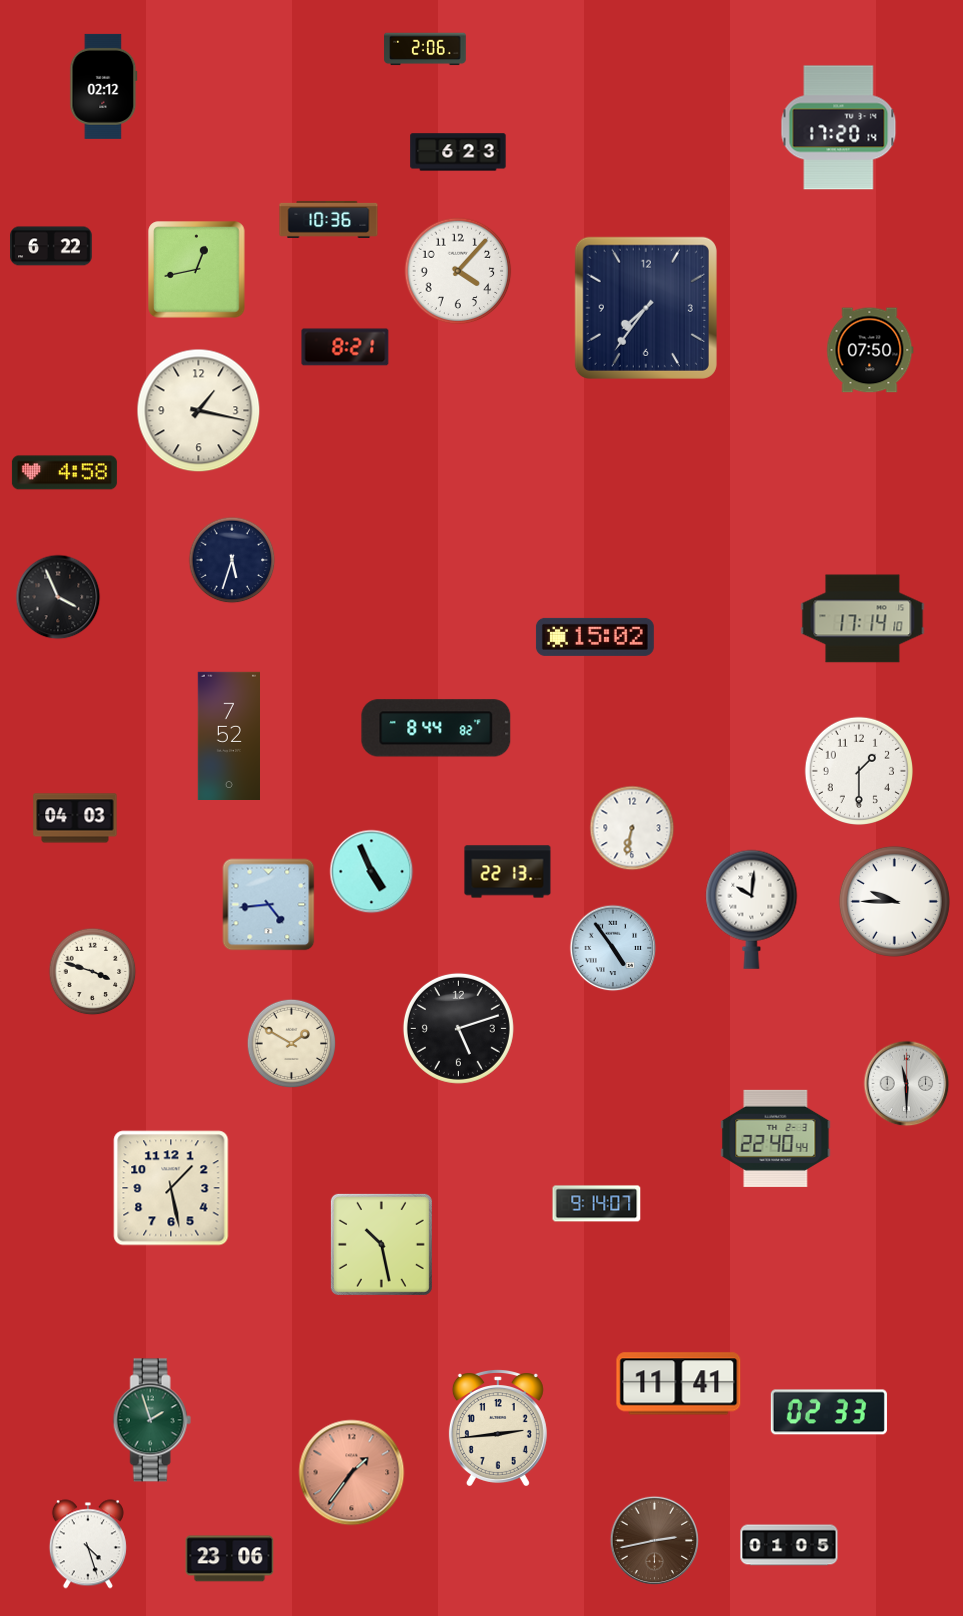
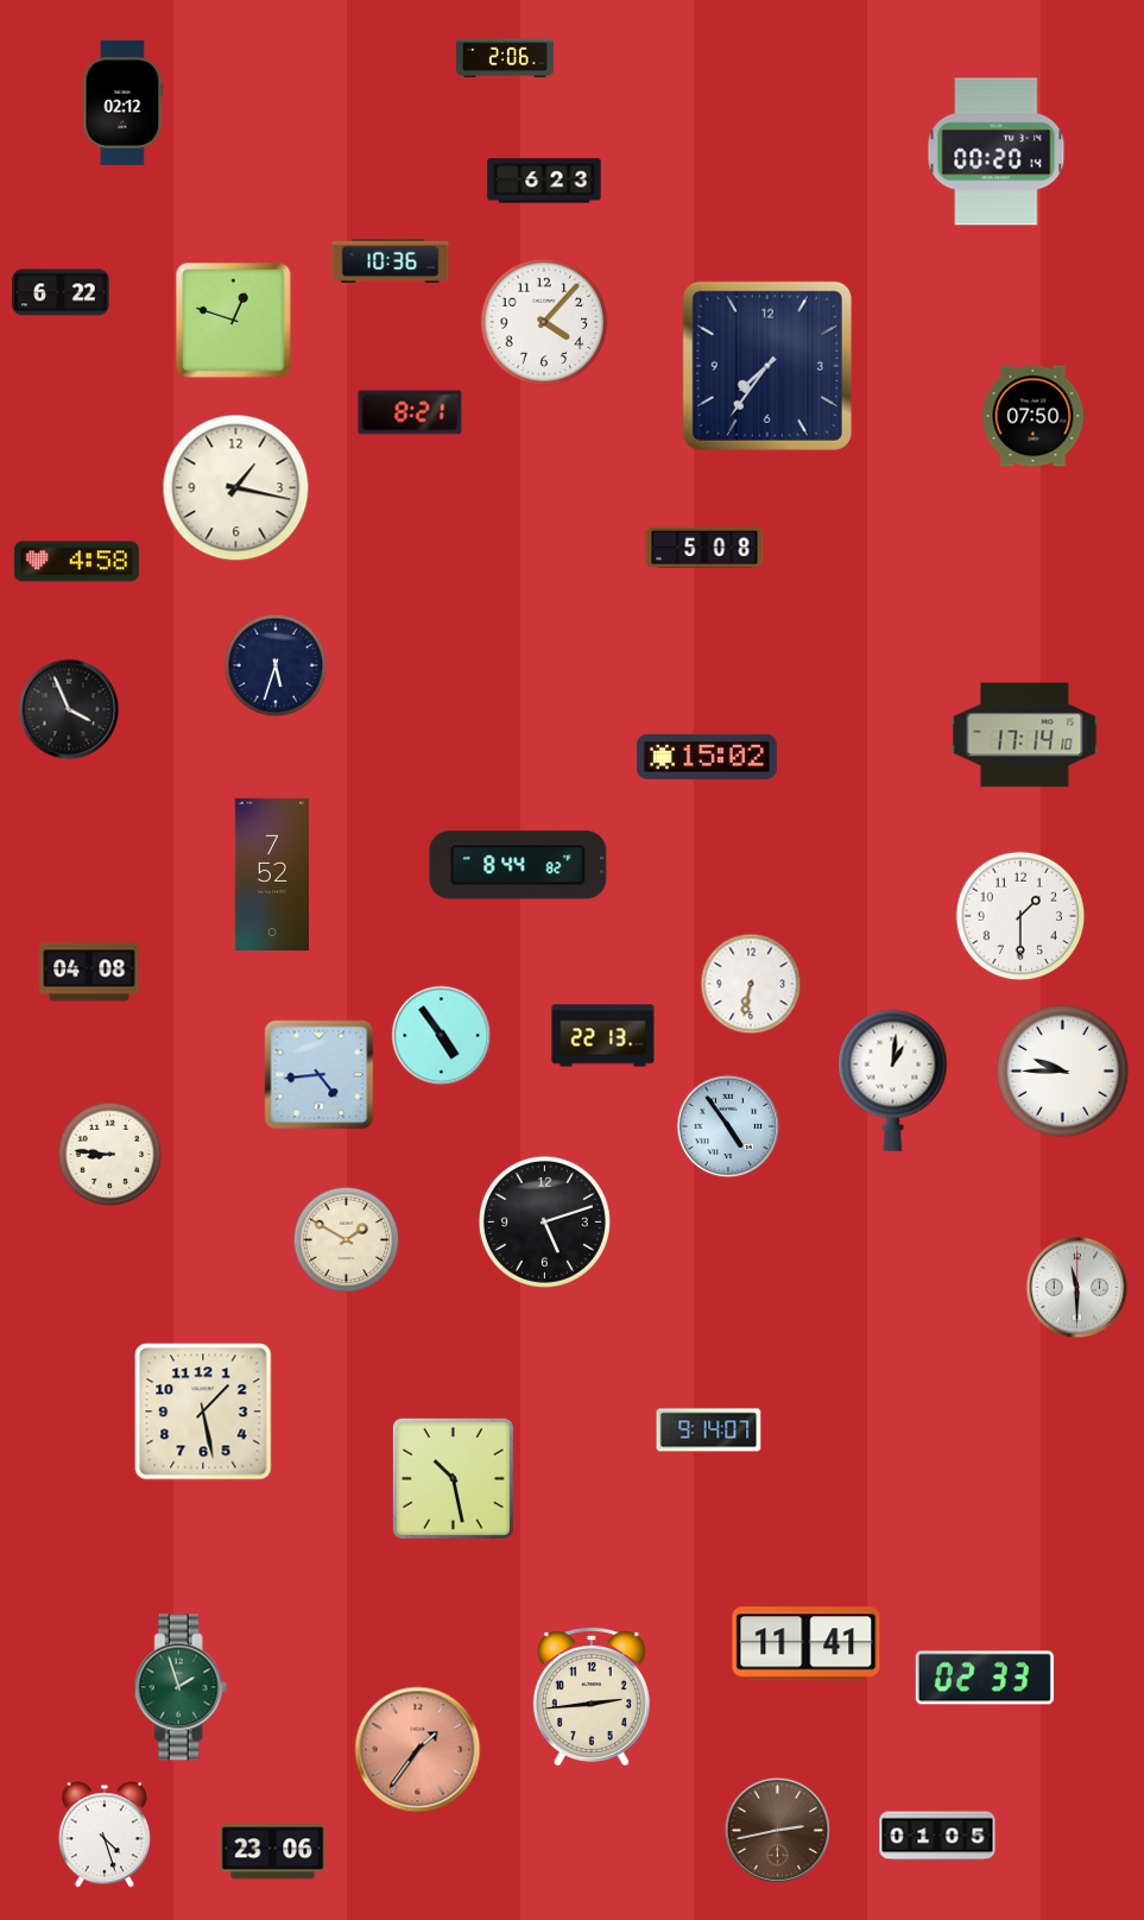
clock at (839, 128): 17:20 -> 00:20
clock at (197, 270): 12:43 -> 12:48
clock at (704, 548): none -> 5:08
clock at (75, 818): 04:03 -> 04:08
clock at (372, 872): 4:56 -> 4:54
clock at (752, 909): 10:01 -> 1:01
clock at (93, 972): 3:48 -> 8:46
clock at (776, 1138): 22:40 -> none
